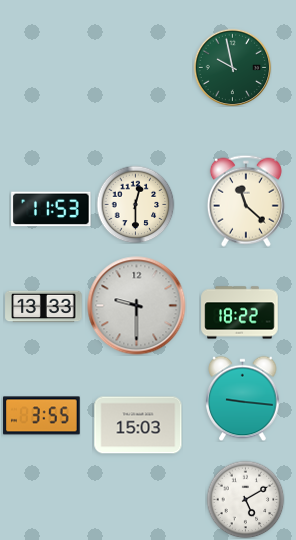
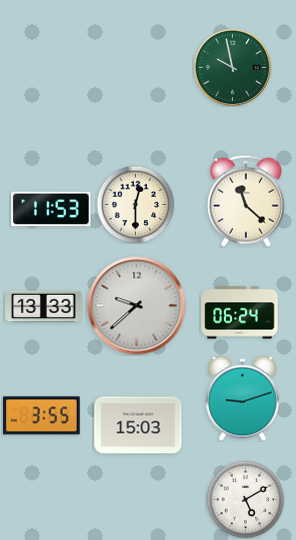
clock at (137, 306): 9:30 -> 9:38
clock at (240, 313): 18:22 -> 06:24
clock at (243, 398): 9:16 -> 9:12
